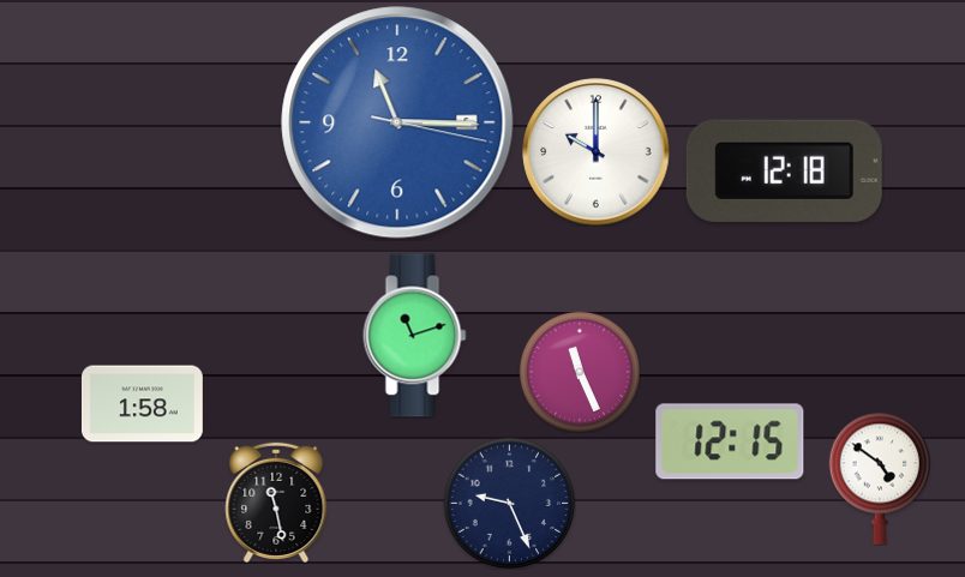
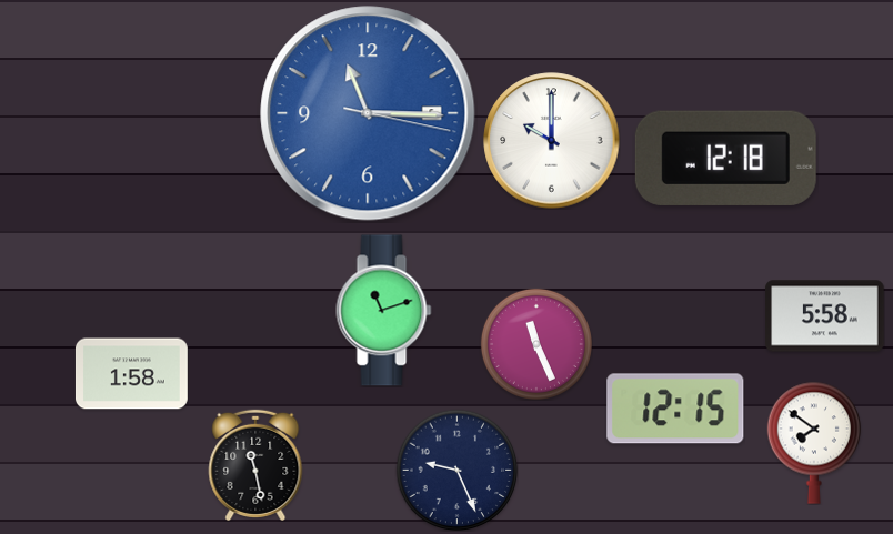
clock at (825, 316): none -> 5:58
clock at (880, 479): 4:51 -> 7:51
clock at (509, 503) position: (509, 503) -> (456, 470)
